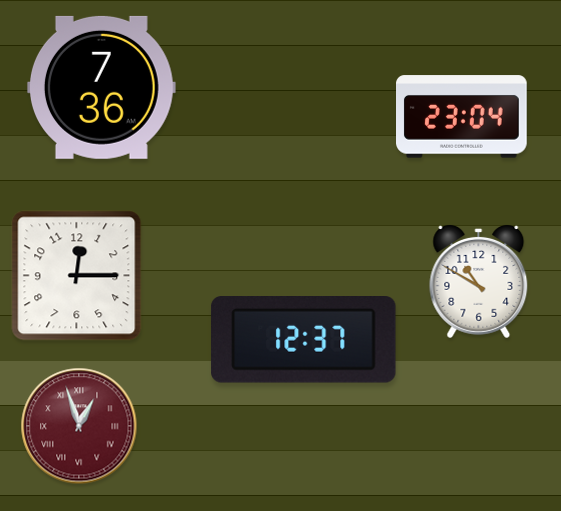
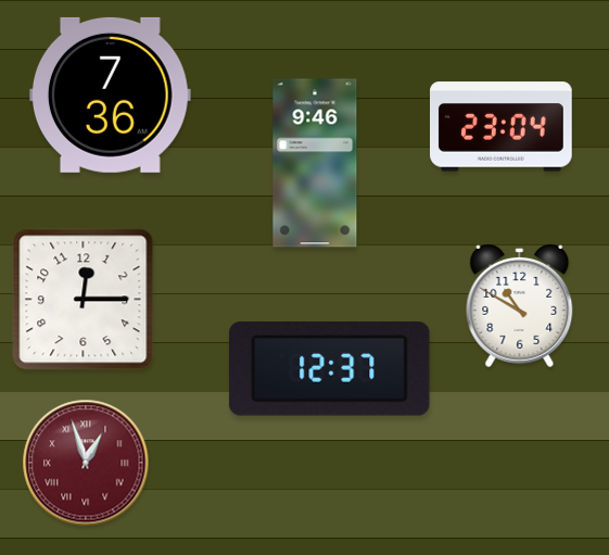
clock at (315, 163): none -> 9:46
